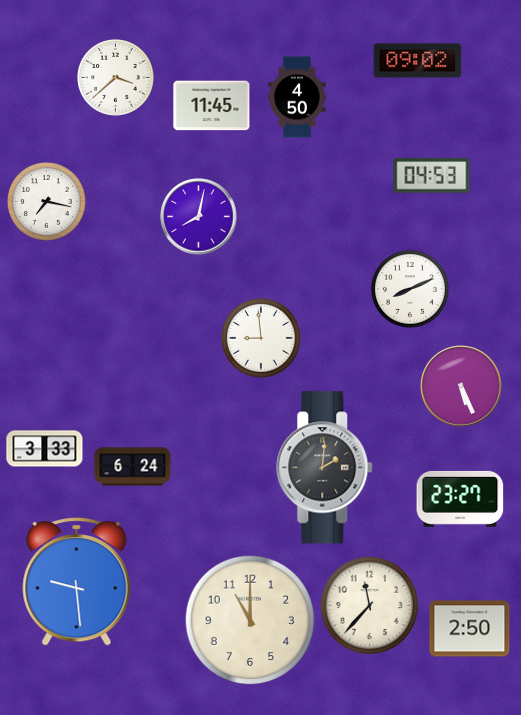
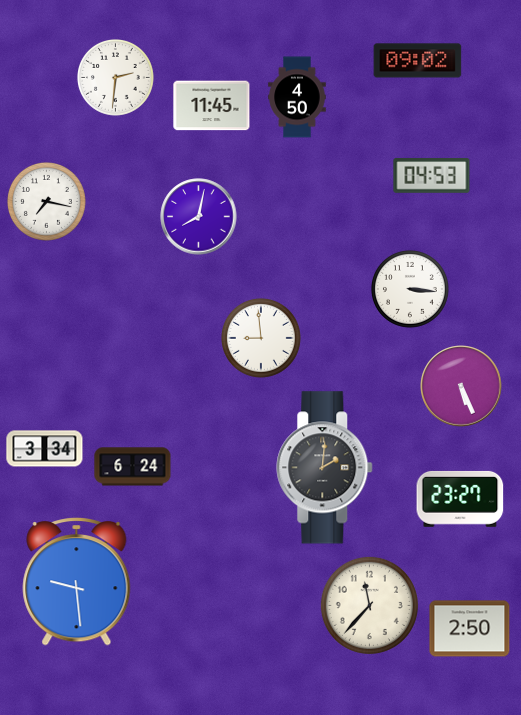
clock at (116, 78): 3:38 -> 2:31
clock at (410, 289): 8:11 -> 3:16
clock at (45, 449): 3:33 -> 3:34
clock at (250, 620): 11:00 -> none
